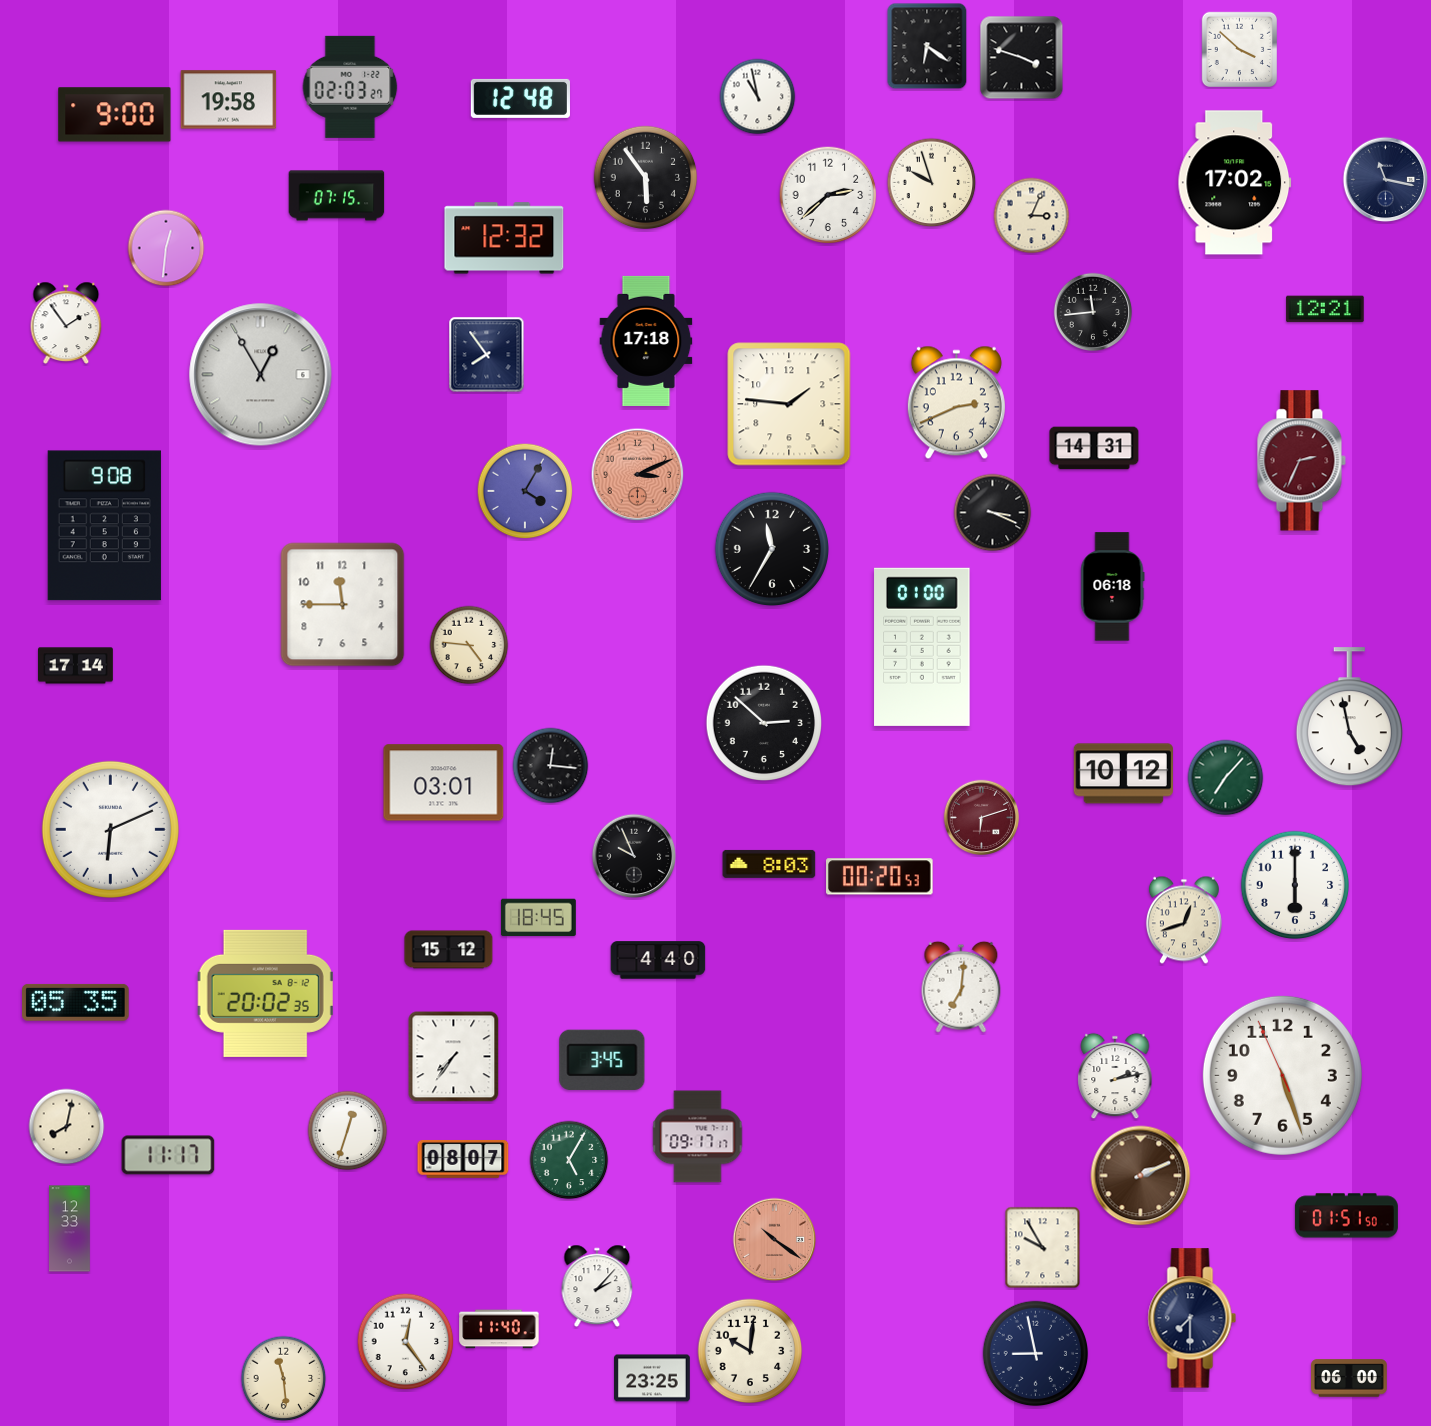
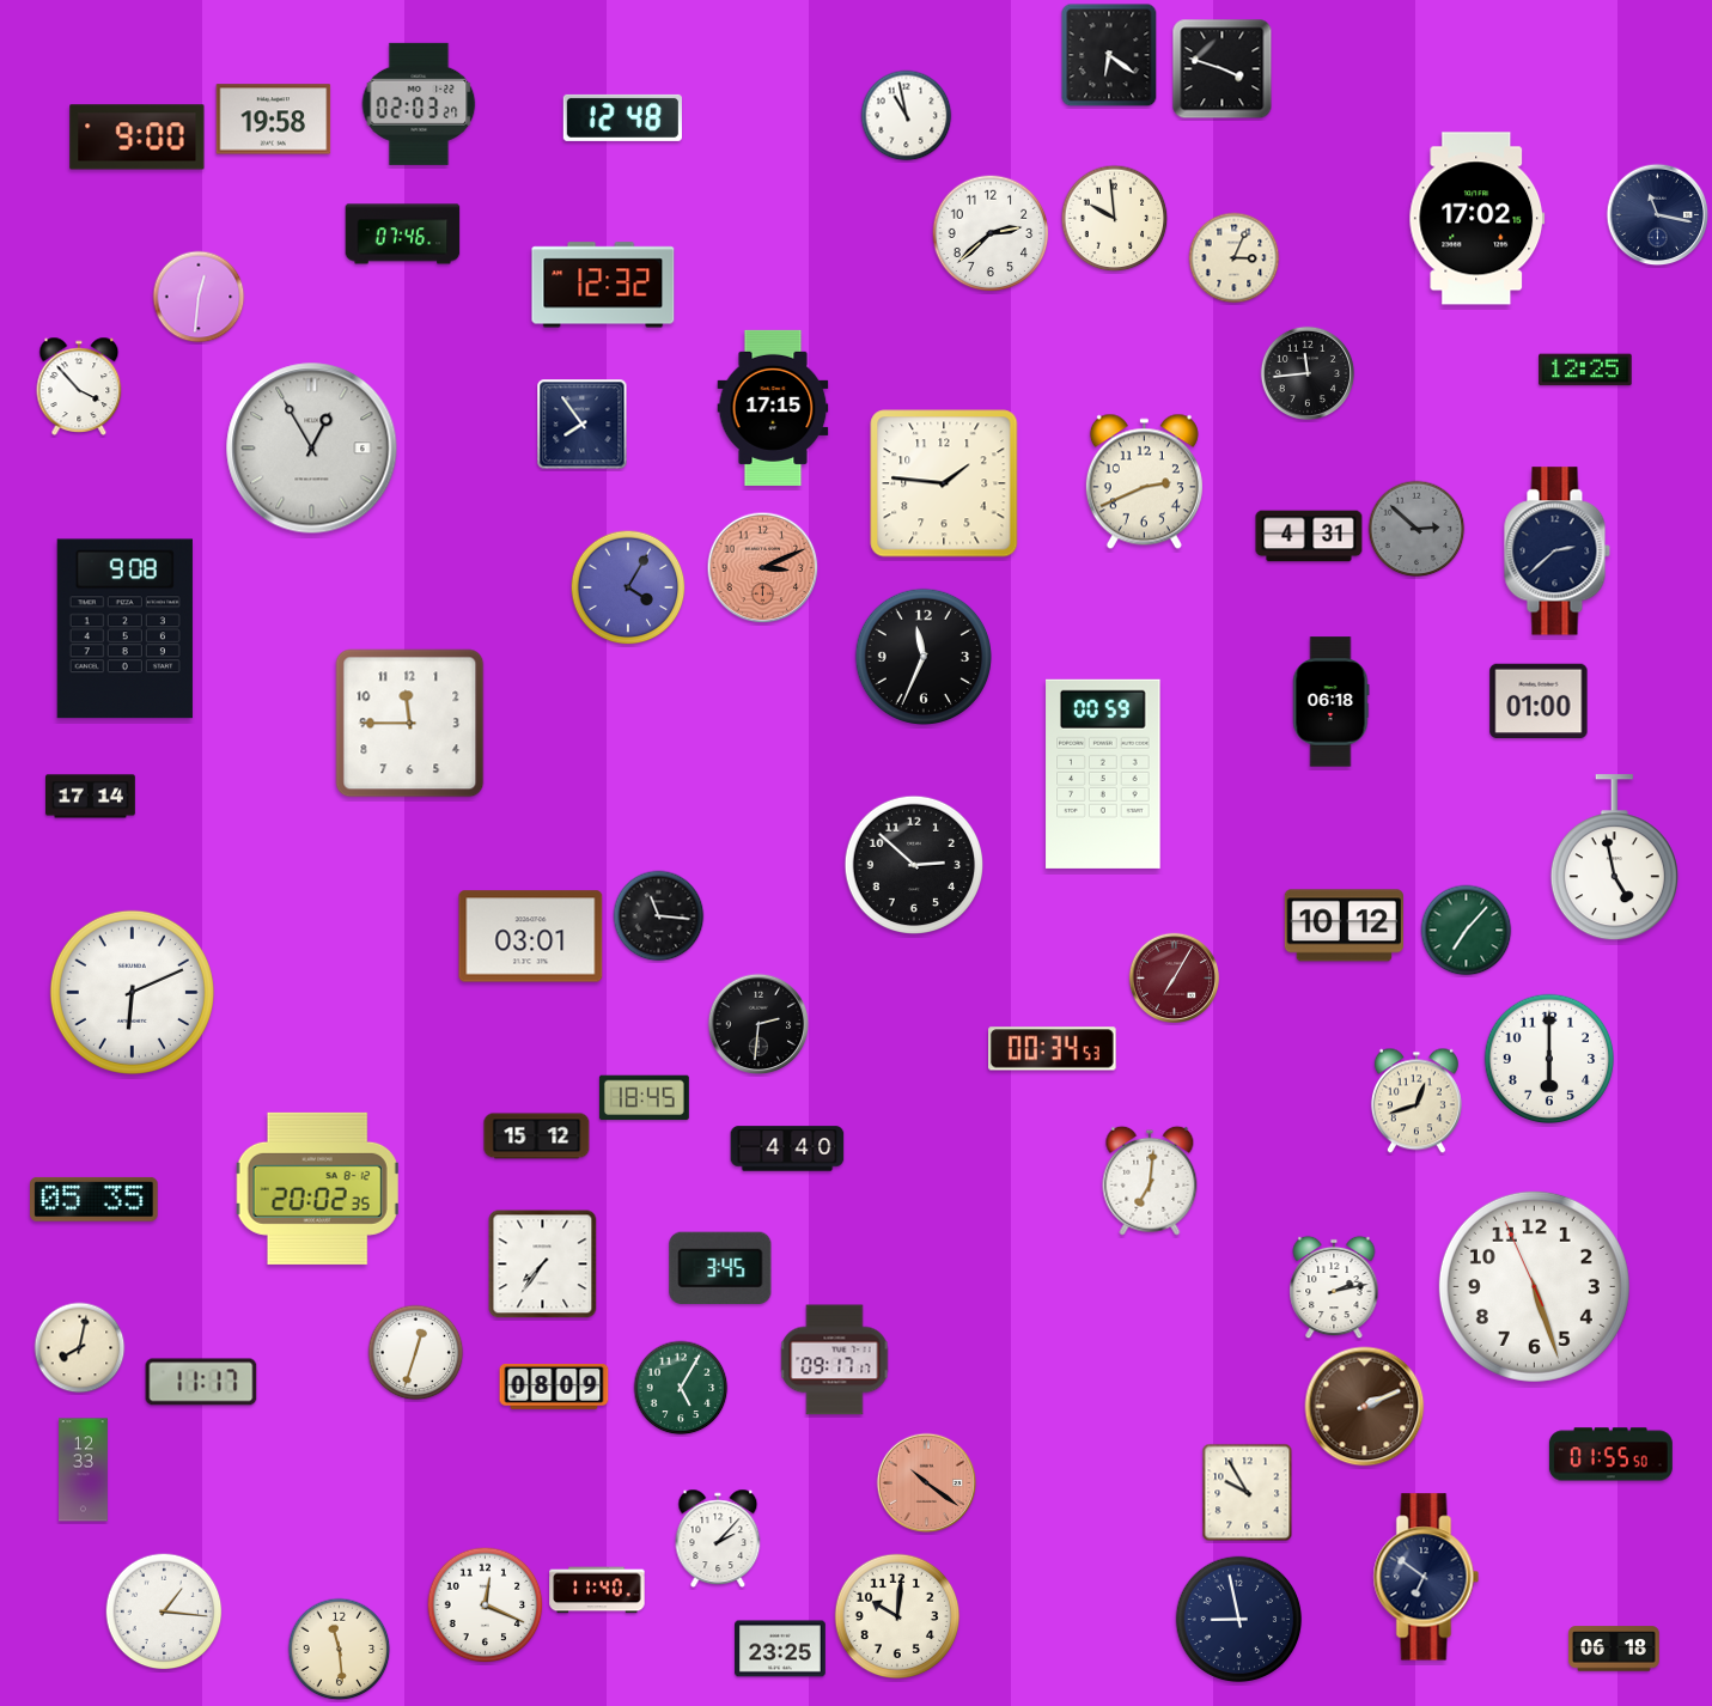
clock at (1240, 50): 3:52 -> none
clock at (646, 178): 5:54 -> none
clock at (932, 183): 9:57 -> 9:59
clock at (337, 196): 07:15 -> 07:46
clock at (1325, 309): 12:21 -> 12:25
clock at (66, 322): 1:54 -> 3:53
clock at (646, 341): 17:18 -> 17:15
clock at (1416, 529): none -> 2:52
clock at (1094, 448): 14:31 -> 4:31
clock at (1301, 461): 2:34 -> 2:38
clock at (1301, 461) dial: burgundy -> navy
clock at (993, 513): 3:19 -> none
clock at (771, 548): 11:35 -> 11:34
clock at (1539, 701): none -> 01:00
clock at (469, 645): 4:46 -> none
clock at (922, 647): 01:00 -> 00:59
clock at (551, 766): 12:16 -> 11:16
clock at (981, 817): 6:12 -> 7:05
clock at (634, 856): 9:56 -> 2:31
clock at (769, 864): 8:03 -> none
clock at (880, 877): 00:20 -> 00:34
clock at (76, 1002) position: (76, 1002) -> (95, 1199)
clock at (463, 1159): 08:07 -> 08:09
clock at (1346, 1216): 01:51 -> 01:55
clock at (597, 1285) position: (597, 1285) -> (718, 1537)
clock at (1192, 1318): 7:30 -> 6:51
clock at (406, 1342): 12:24 -> 12:19
clock at (164, 1611): none -> 1:16
clock at (1349, 1378): 06:00 -> 06:18
